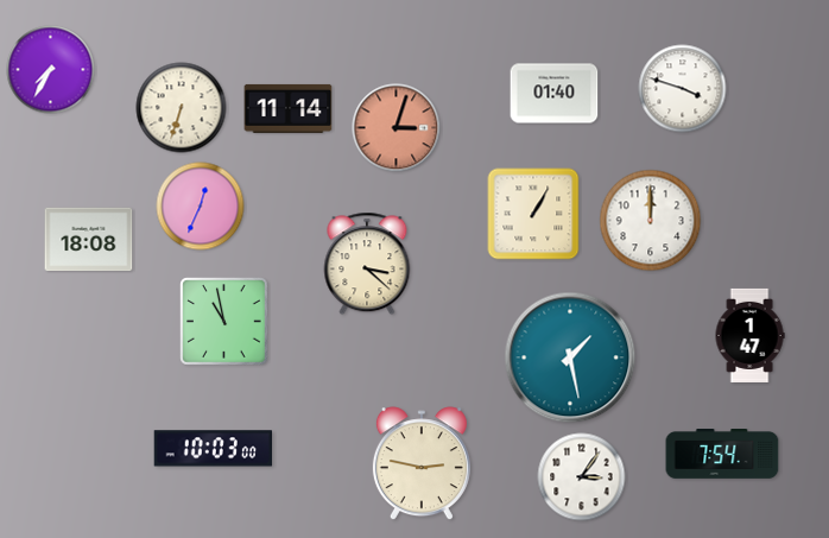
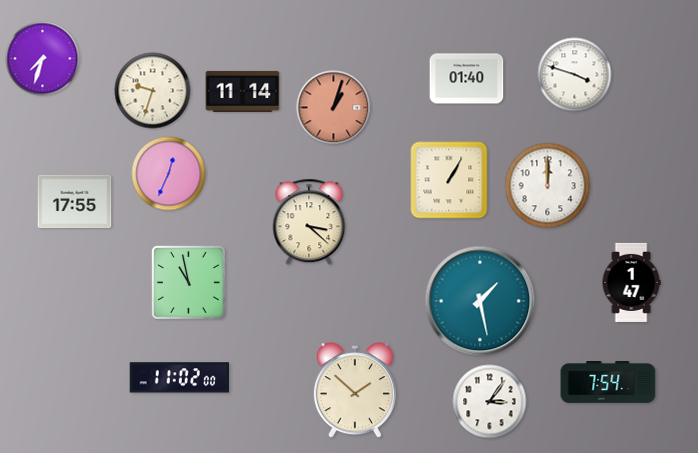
clock at (51, 70): 7:35 -> 7:33
clock at (182, 108): 6:33 -> 9:33
clock at (397, 128): 3:03 -> 1:03
clock at (89, 240): 18:08 -> 17:55
clock at (224, 322) position: (224, 322) -> (189, 283)
clock at (213, 449): 10:03 -> 11:02
clock at (422, 464): 2:47 -> 1:52
